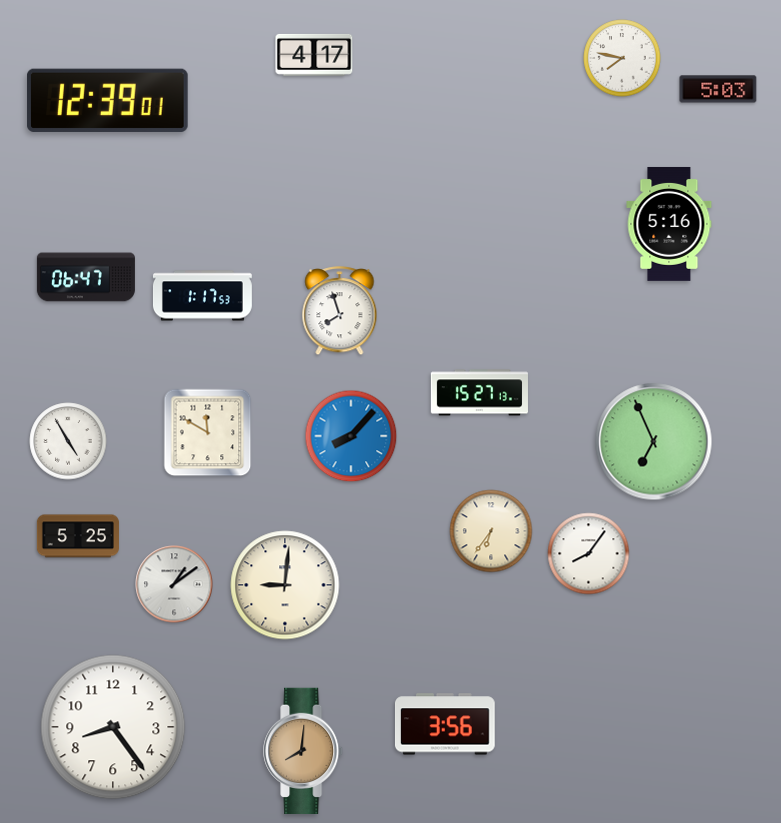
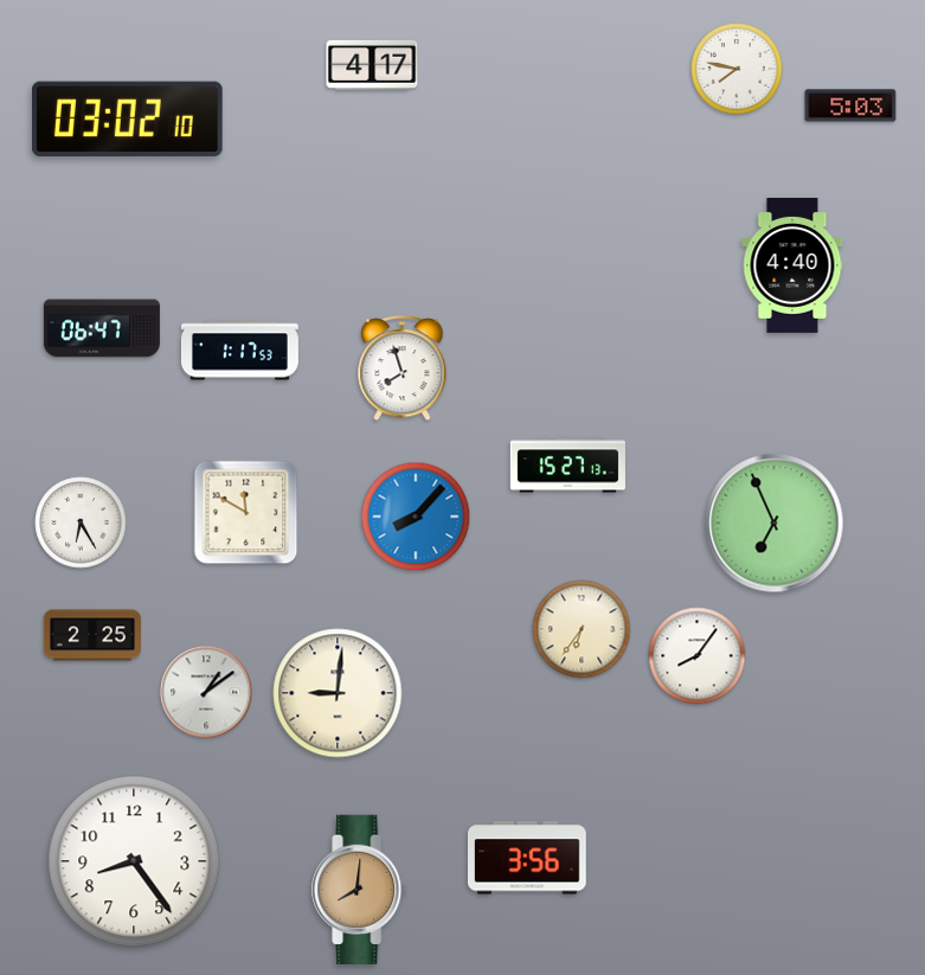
clock at (108, 100): 12:39 -> 03:02
clock at (669, 224): 5:16 -> 4:40
clock at (68, 441): 4:55 -> 6:25
clock at (78, 536): 5:25 -> 2:25
